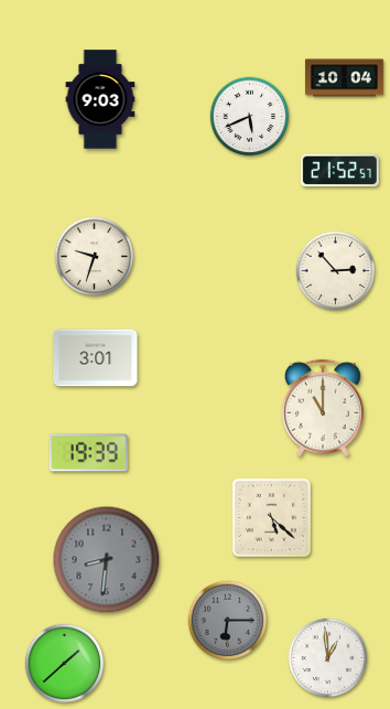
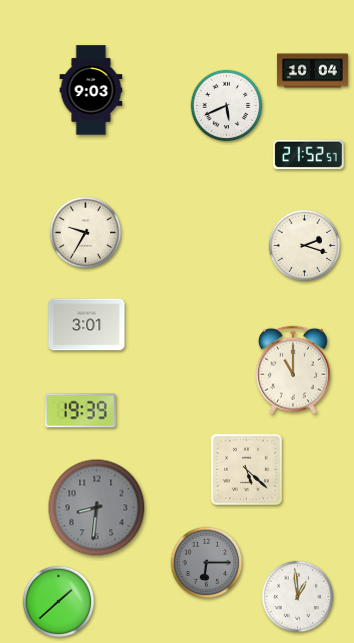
clock at (95, 257): 9:33 -> 9:35
clock at (336, 271): 2:53 -> 2:18
